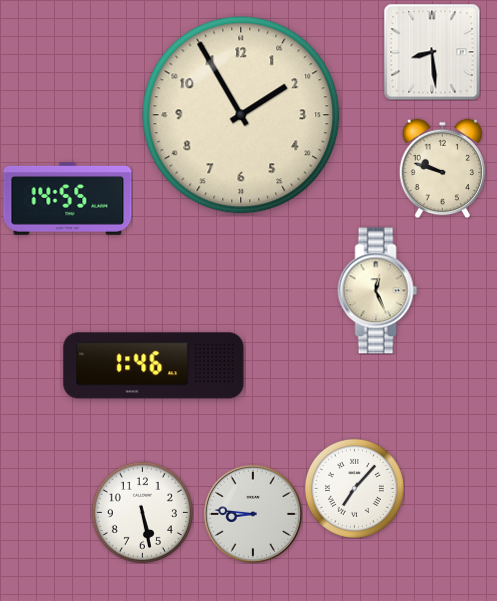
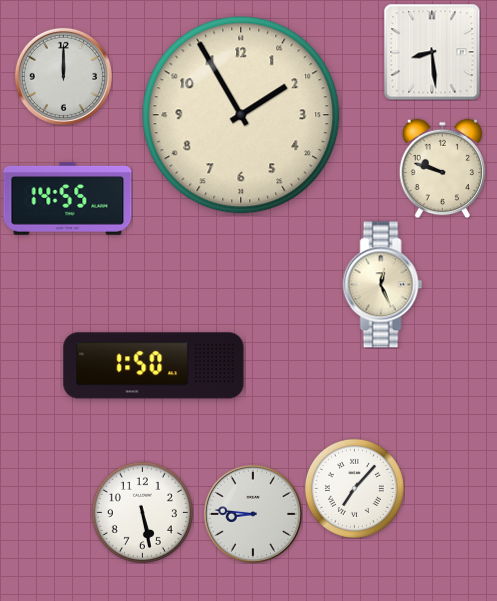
clock at (63, 76): none -> 12:00
clock at (378, 291) position: (378, 291) -> (383, 285)
clock at (154, 366): 1:46 -> 1:50
